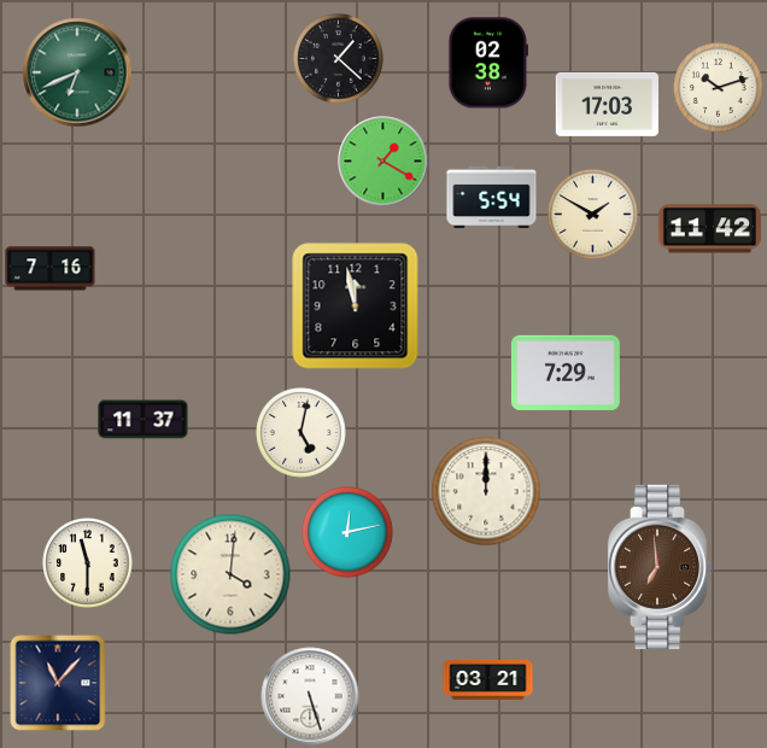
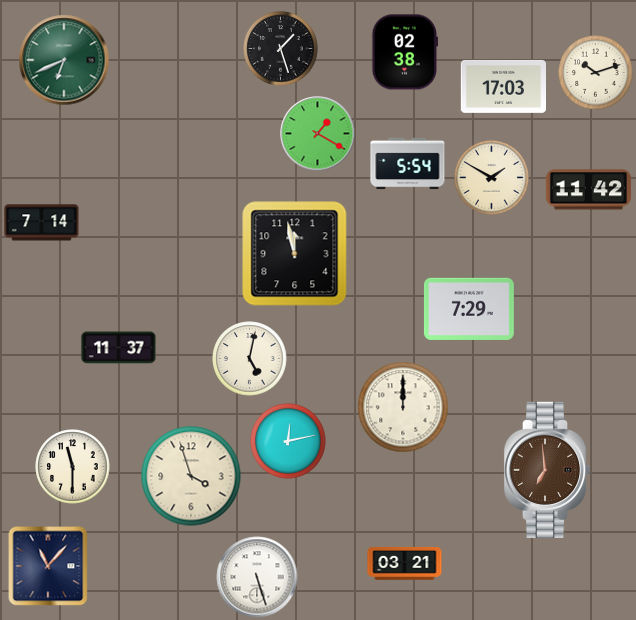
clock at (339, 59): 1:22 -> 1:27
clock at (51, 269): 7:16 -> 7:14
clock at (230, 574): 4:01 -> 3:57
